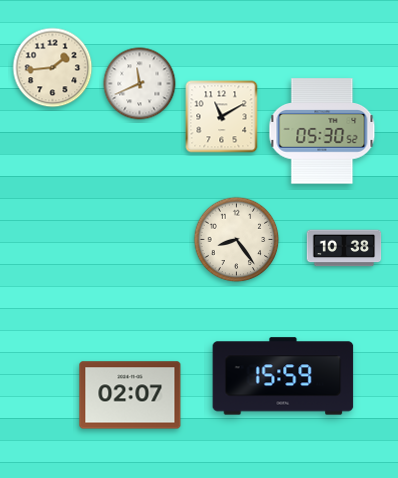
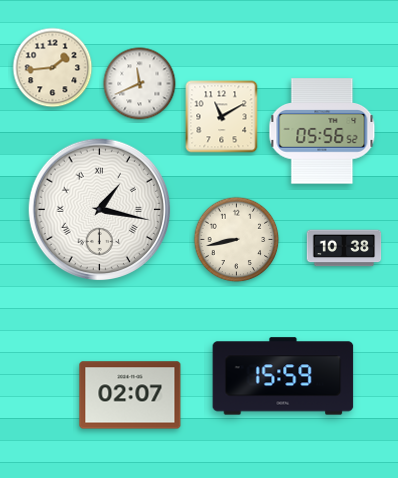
clock at (322, 131): 05:30 -> 05:56
clock at (100, 210): none -> 1:17
clock at (237, 240): 8:24 -> 8:43
